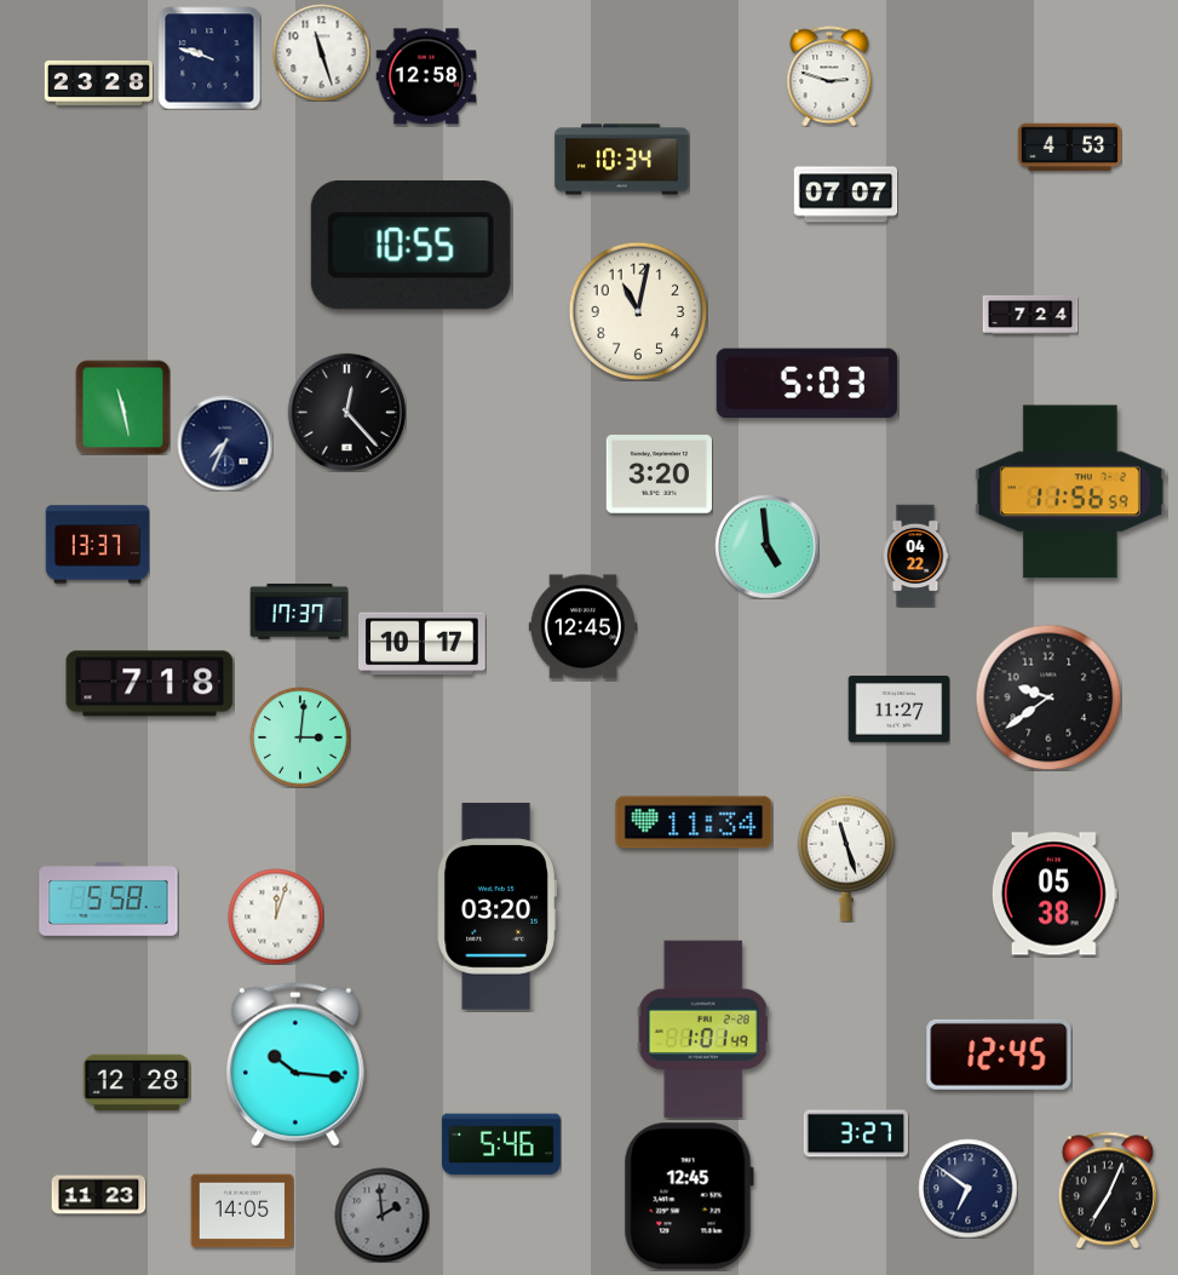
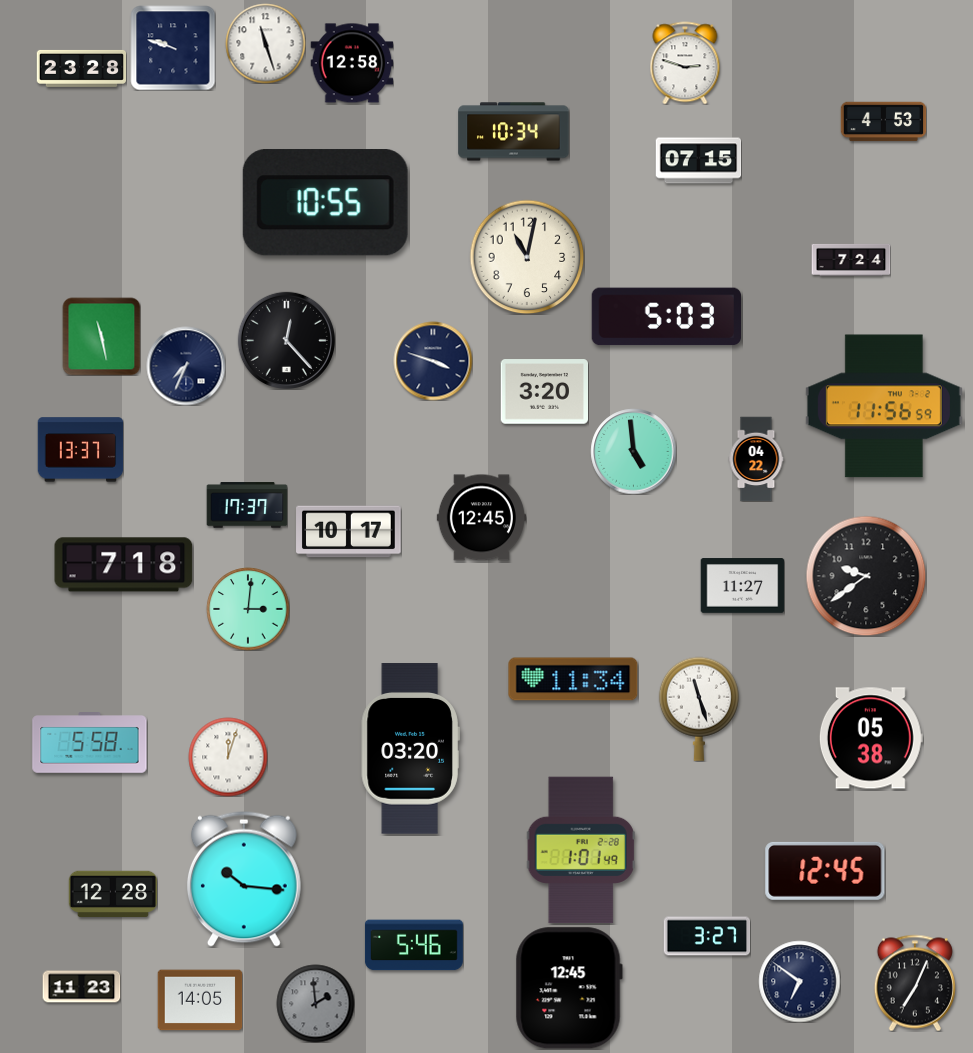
clock at (845, 195): 07:07 -> 07:15
clock at (410, 246) position: (410, 246) -> (325, 203)
clock at (433, 361): none -> 3:48
